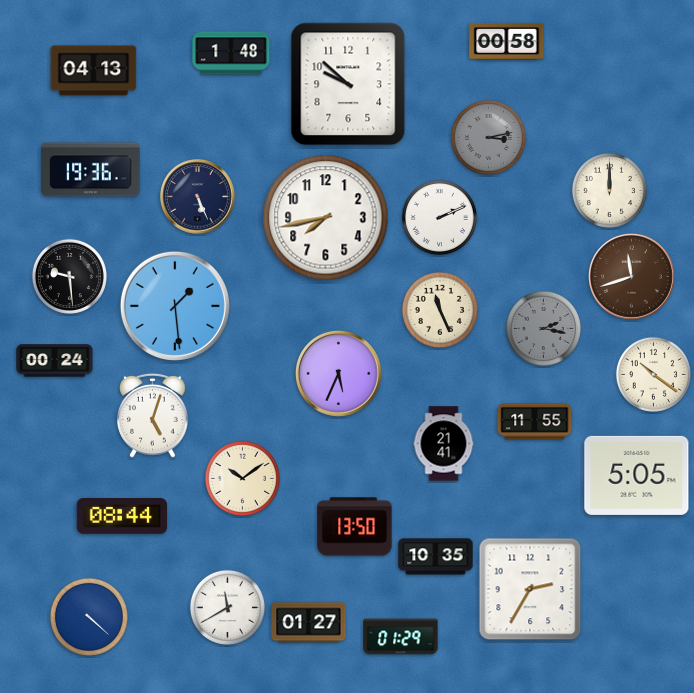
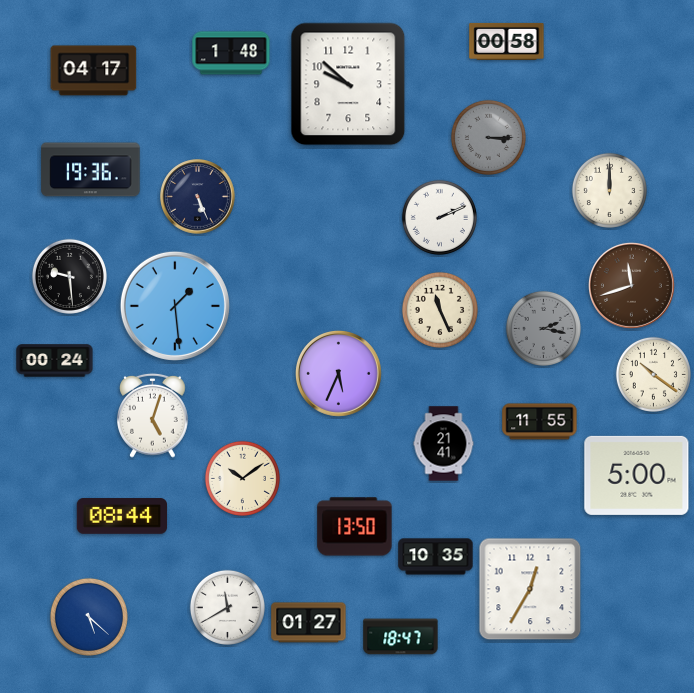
clock at (94, 71): 04:13 -> 04:17
clock at (488, 137): 3:13 -> 3:15
clock at (326, 218): 7:43 -> none
clock at (631, 276) position: (631, 276) -> (631, 285)
clock at (535, 422) position: (535, 422) -> (540, 422)
clock at (637, 475): 5:05 -> 5:00
clock at (530, 589): 2:35 -> 12:35
clock at (89, 617): 4:22 -> 5:22
clock at (401, 637): 01:29 -> 18:47
